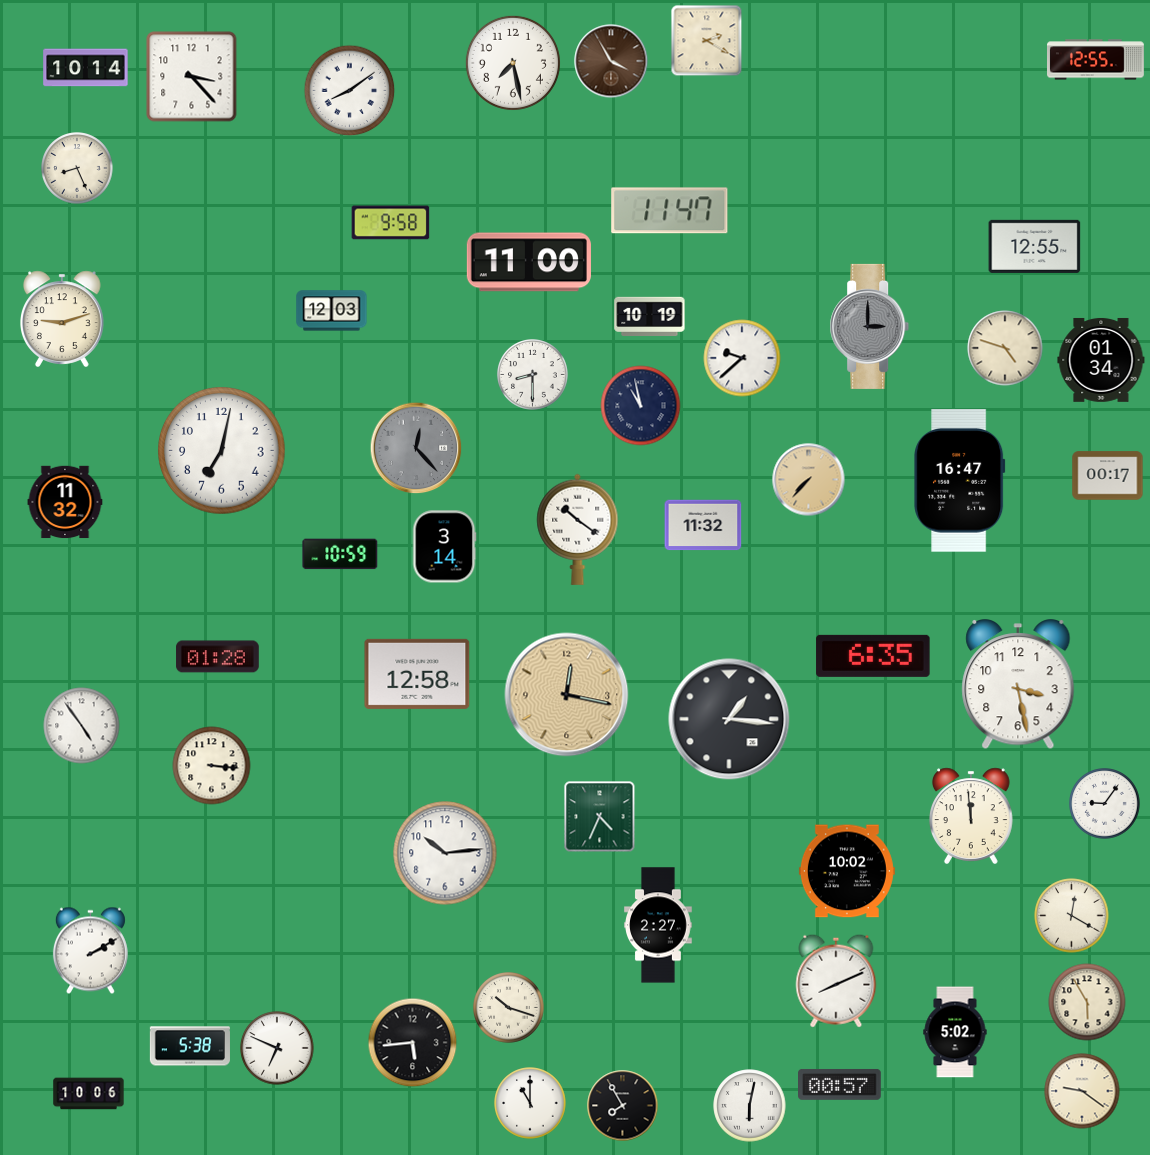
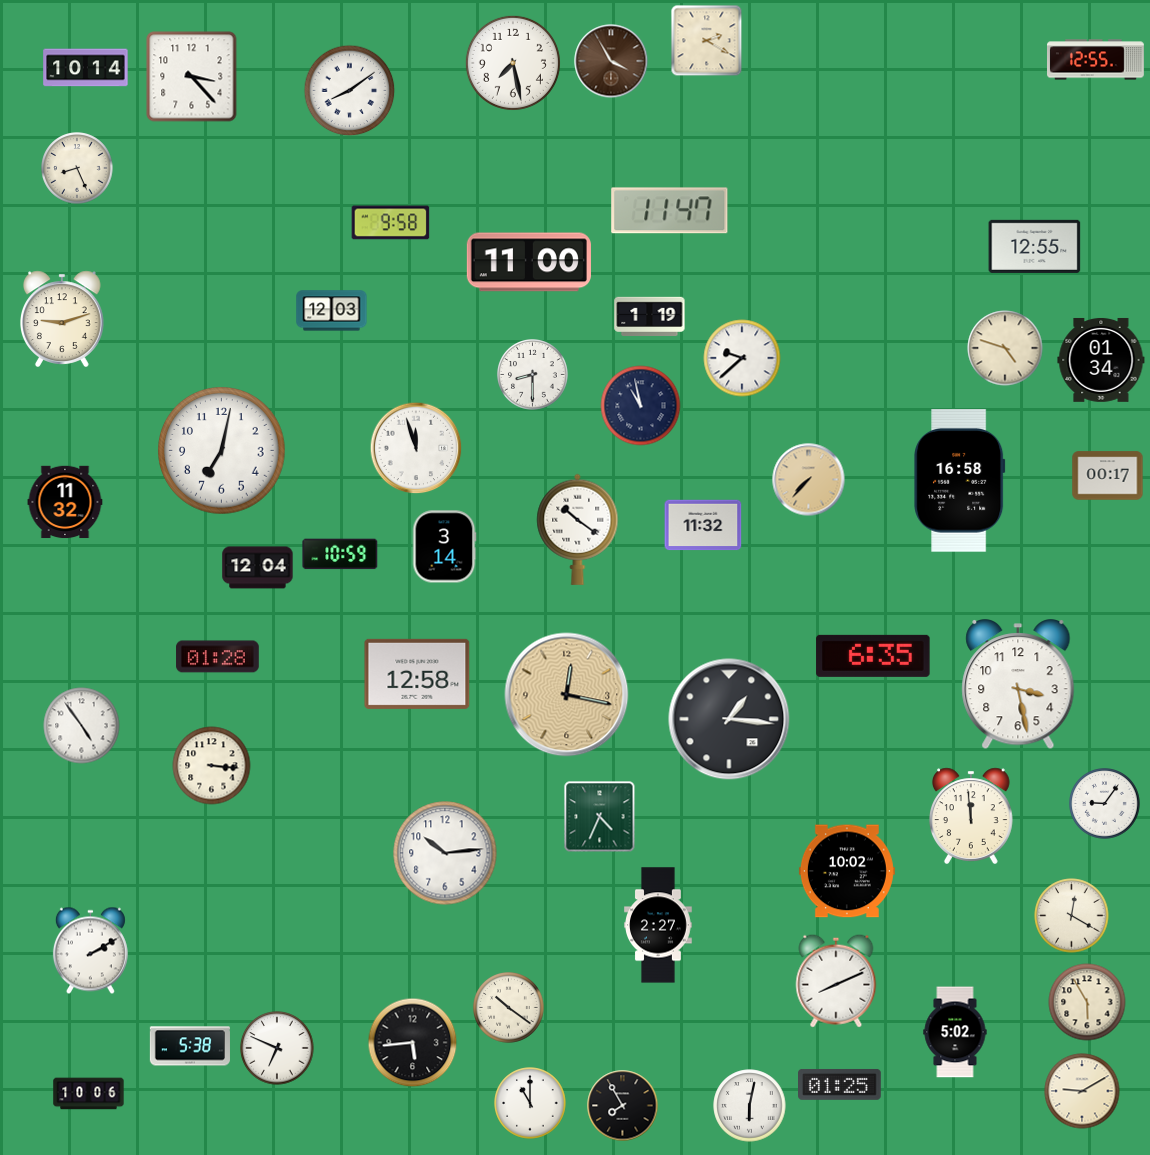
clock at (650, 316): 10:19 -> 1:19
clock at (870, 326): 3:00 -> none
clock at (416, 448): 12:23 -> 11:57
clock at (416, 448) dial: grey -> white
clock at (960, 481): 16:47 -> 16:58
clock at (258, 568): none -> 12:04
clock at (509, 1008): 10:18 -> 10:21
clock at (840, 1084): 00:57 -> 01:25
clock at (1082, 1091): 9:21 -> 9:10
